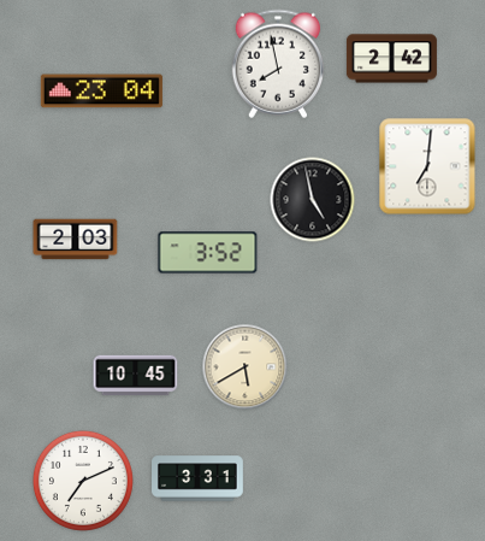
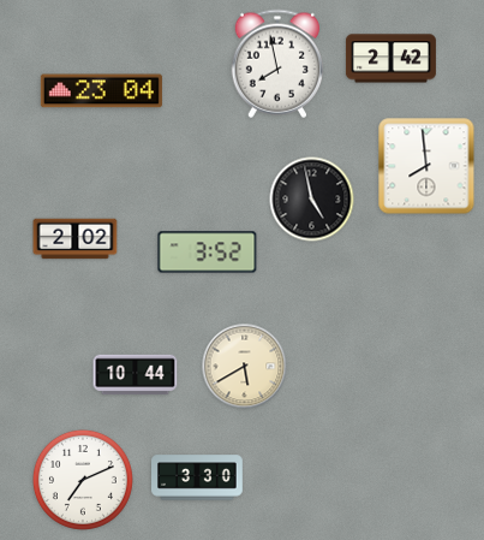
clock at (427, 166): 7:01 -> 7:59
clock at (76, 240): 2:03 -> 2:02
clock at (136, 376): 10:45 -> 10:44
clock at (199, 478): 3:31 -> 3:30
